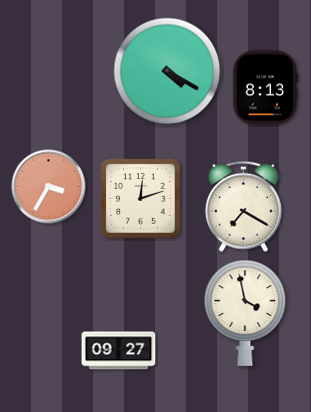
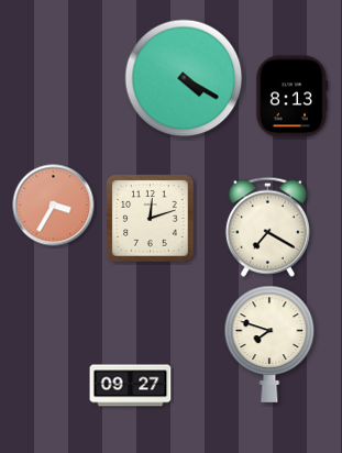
clock at (141, 199) position: (141, 199) -> (151, 219)
clock at (245, 313): 3:58 -> 7:48
